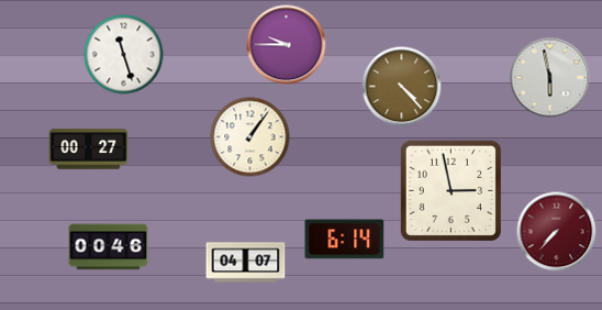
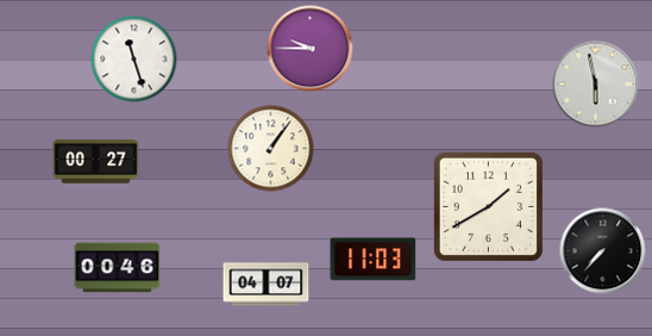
clock at (402, 87): 4:23 -> none
clock at (450, 190): 2:58 -> 1:40
clock at (557, 232) dial: burgundy -> black
clock at (345, 240): 6:14 -> 11:03
